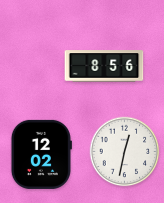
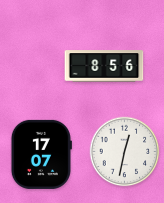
clock at (41, 154): 12:02 -> 17:07
